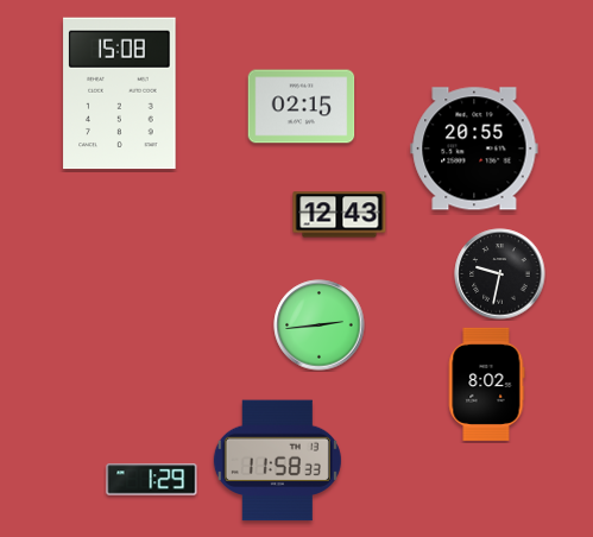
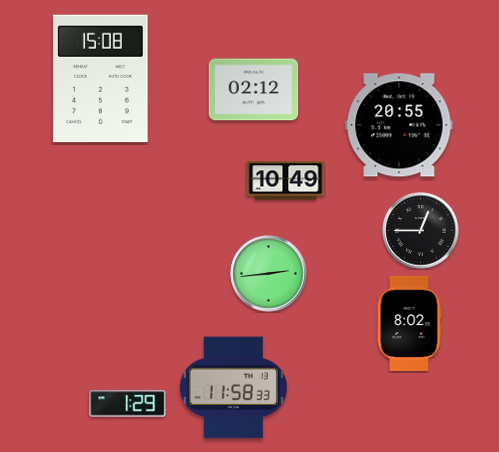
clock at (302, 107): 02:15 -> 02:12
clock at (340, 215): 12:43 -> 10:49
clock at (500, 274): 9:32 -> 12:45
